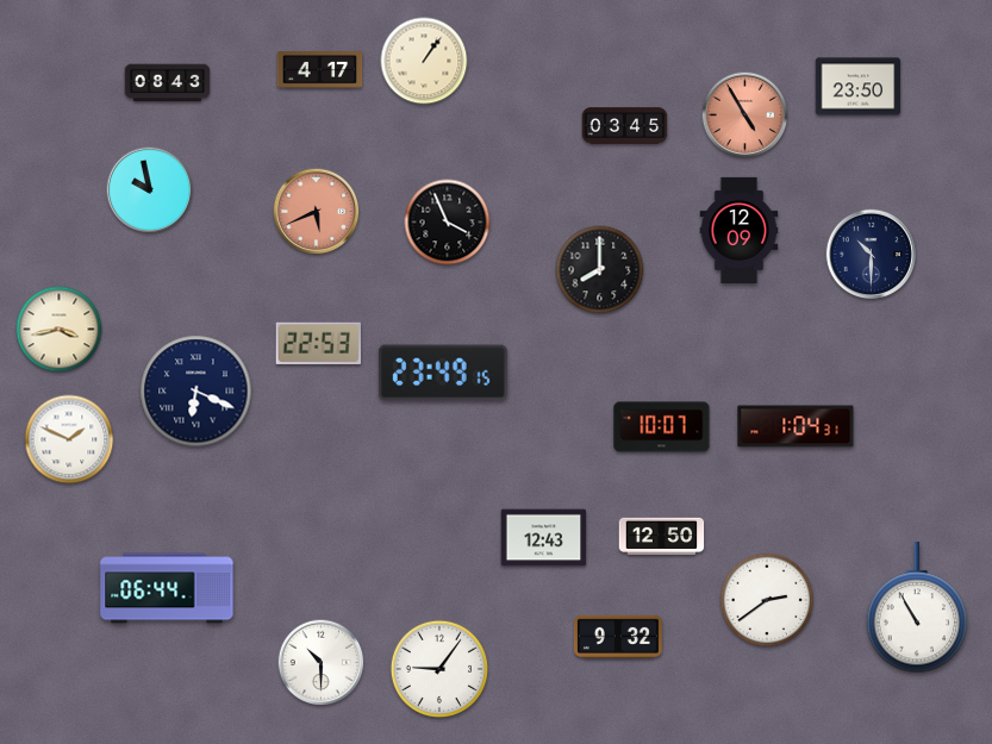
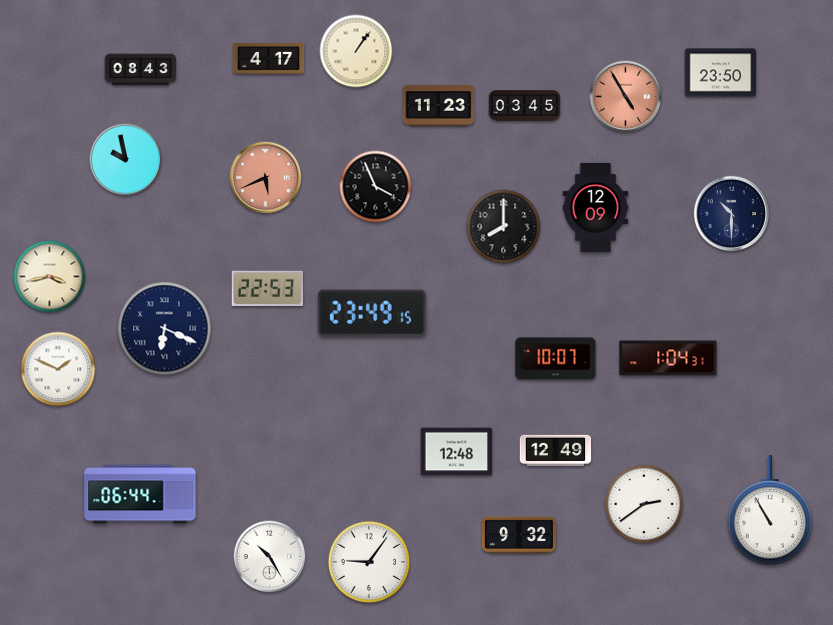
clock at (439, 106): none -> 11:23
clock at (740, 230) position: (740, 230) -> (596, 207)
clock at (662, 536): 12:50 -> 12:49
clock at (544, 538): 12:43 -> 12:48
clock at (322, 663): 10:30 -> 10:25
